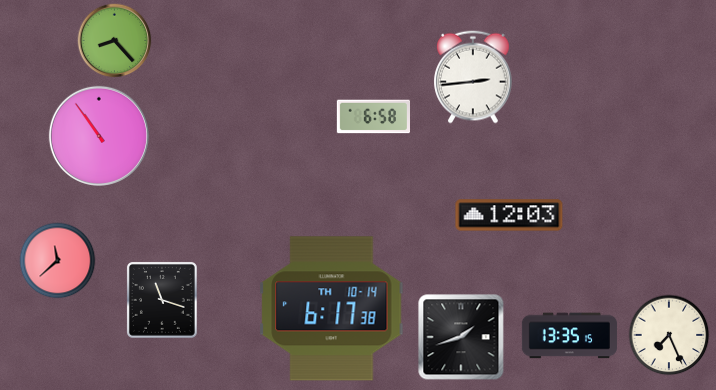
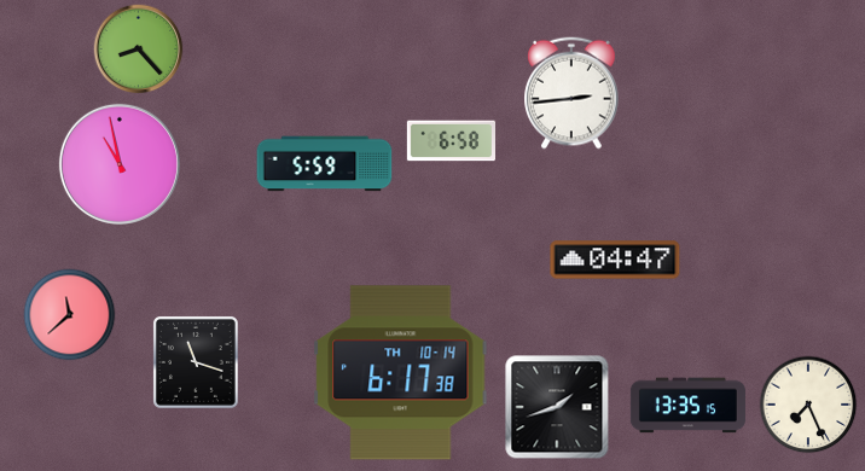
clock at (99, 136): 10:54 -> 10:58
clock at (325, 164): none -> 5:59
clock at (509, 215): 12:03 -> 04:47
